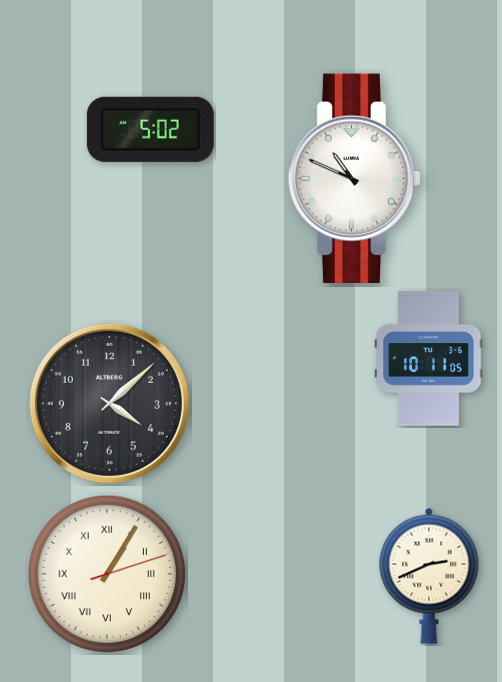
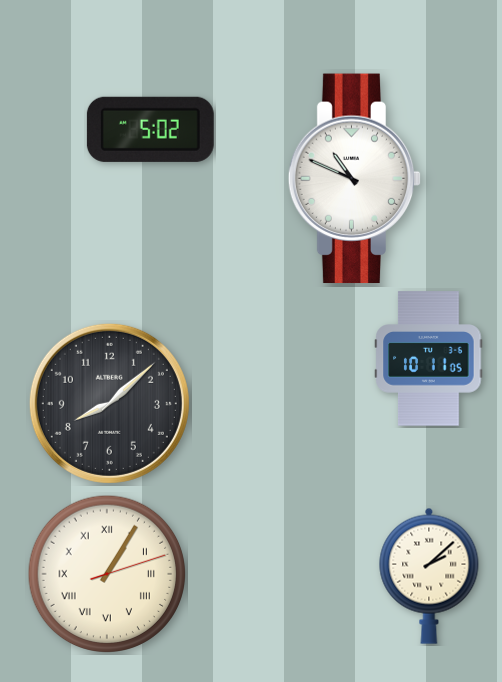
clock at (109, 403): 4:08 -> 8:08
clock at (429, 576): 2:41 -> 2:08
